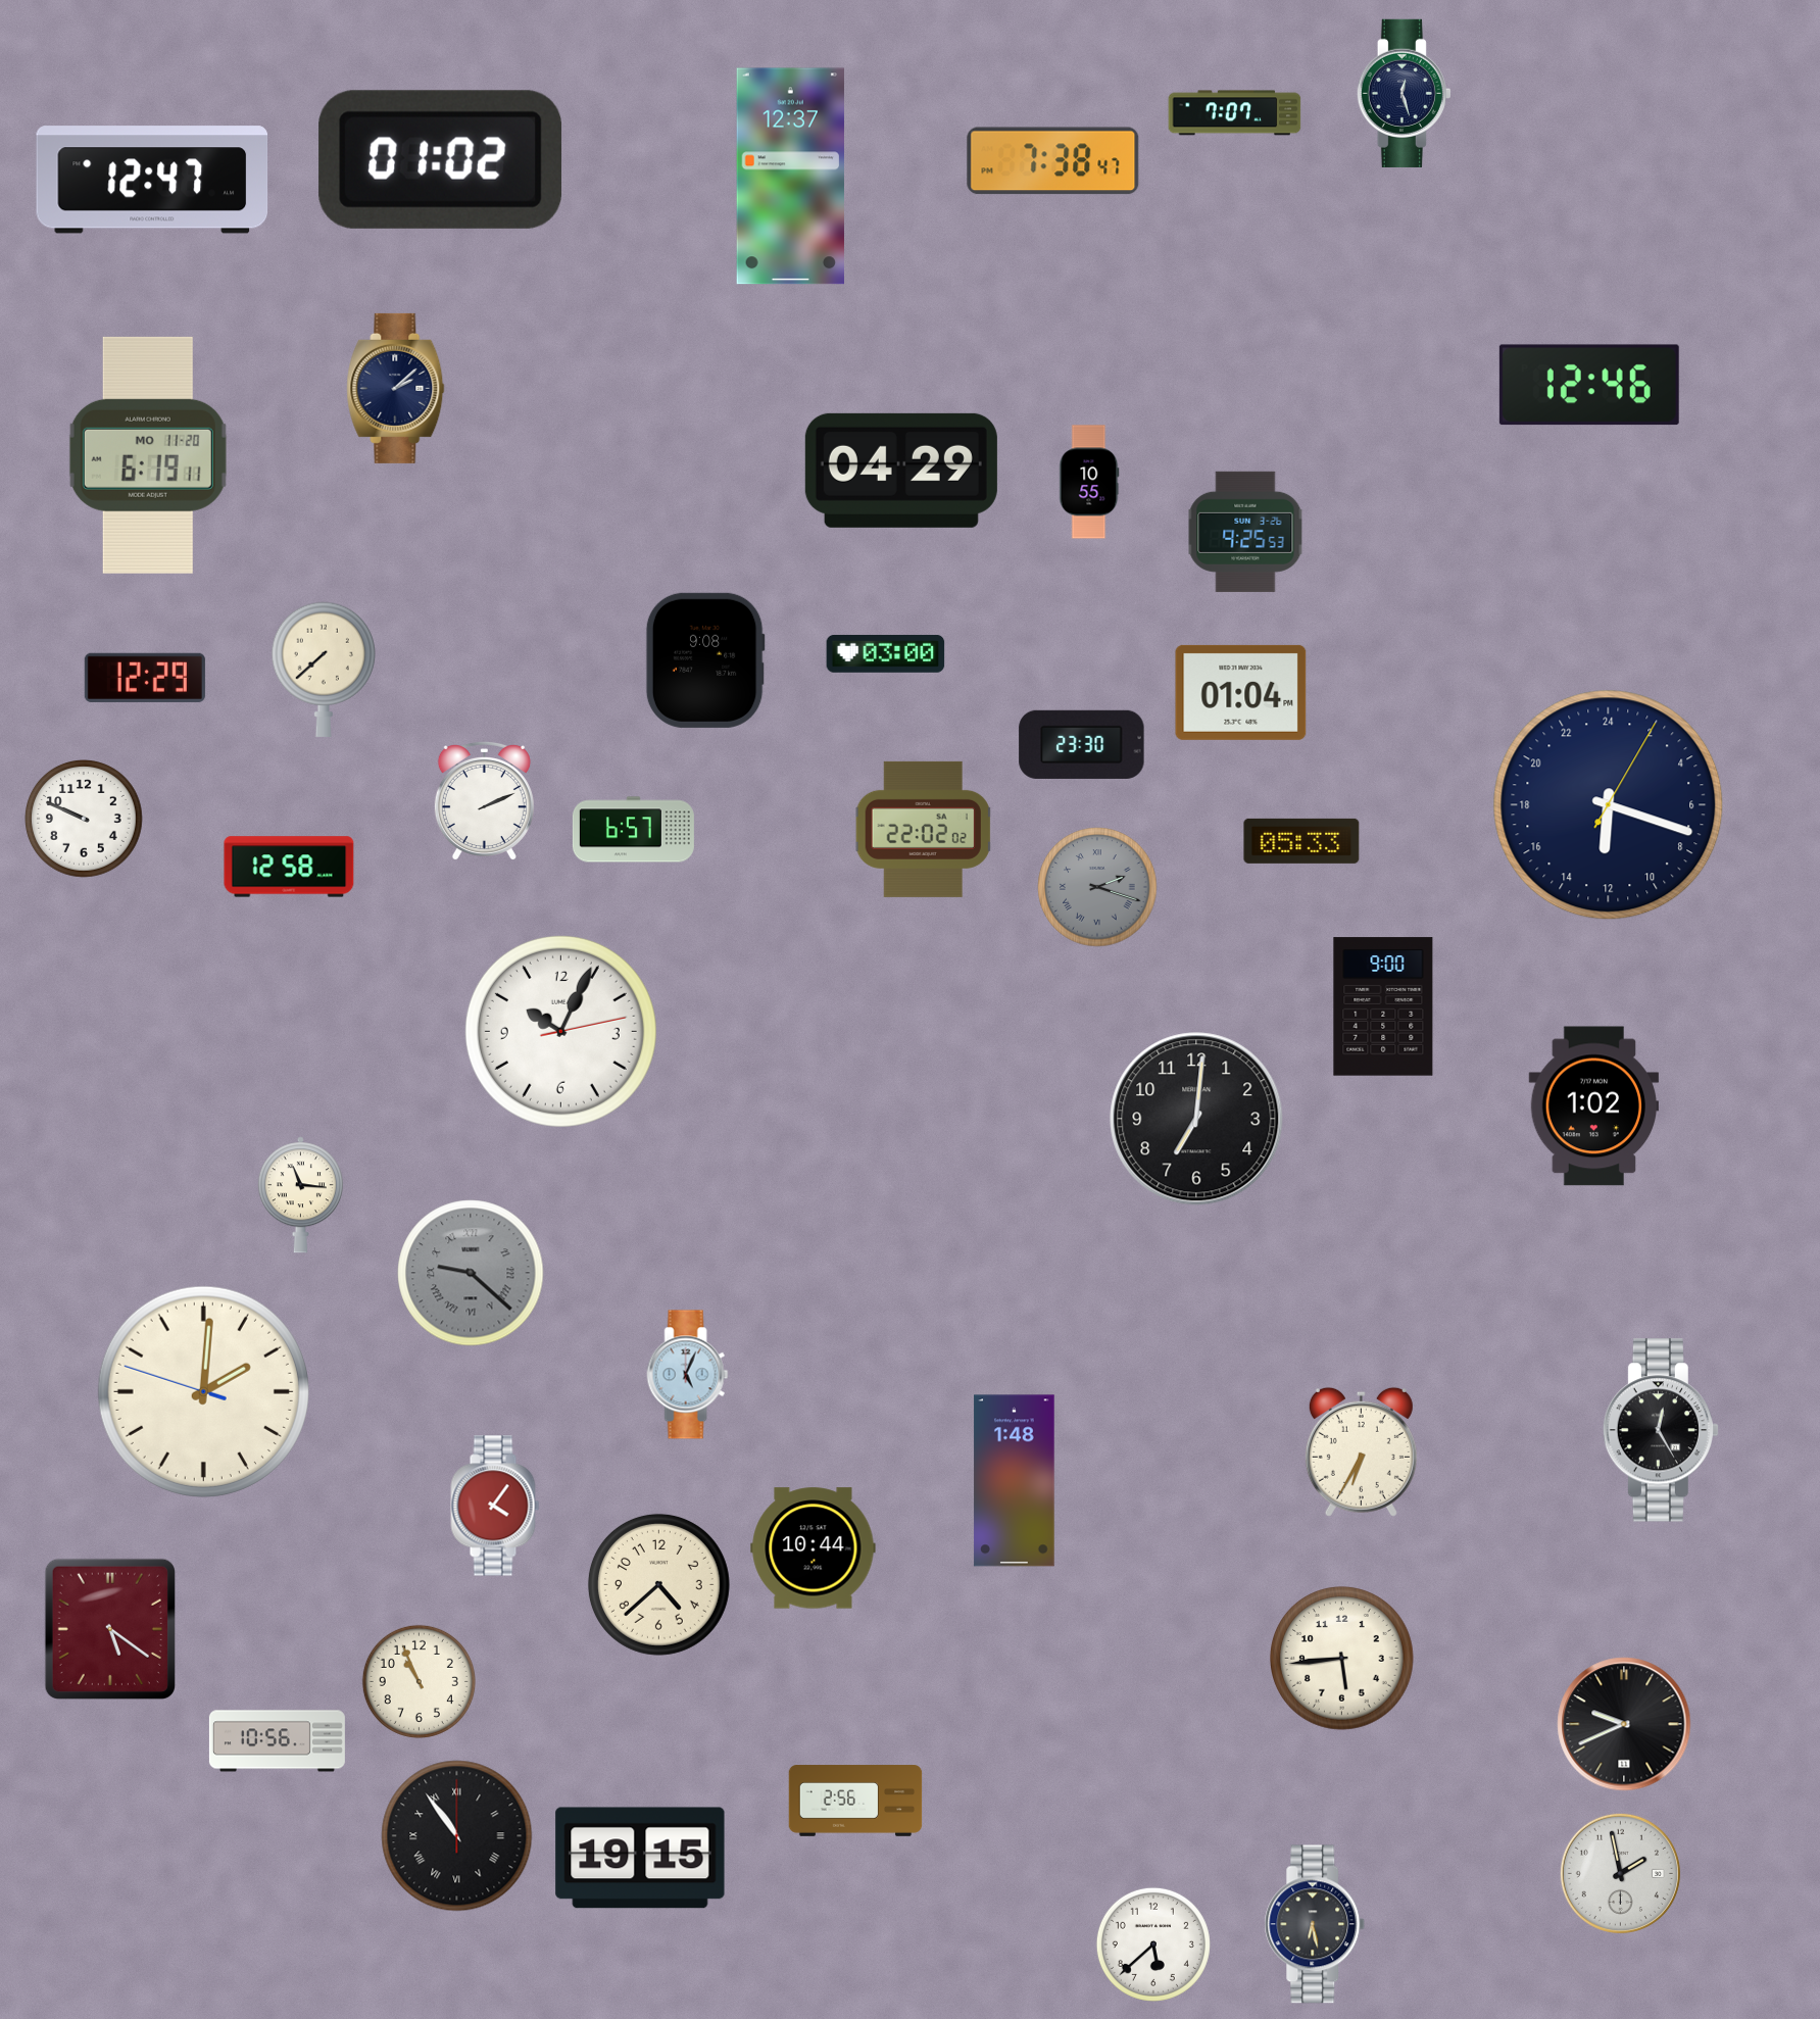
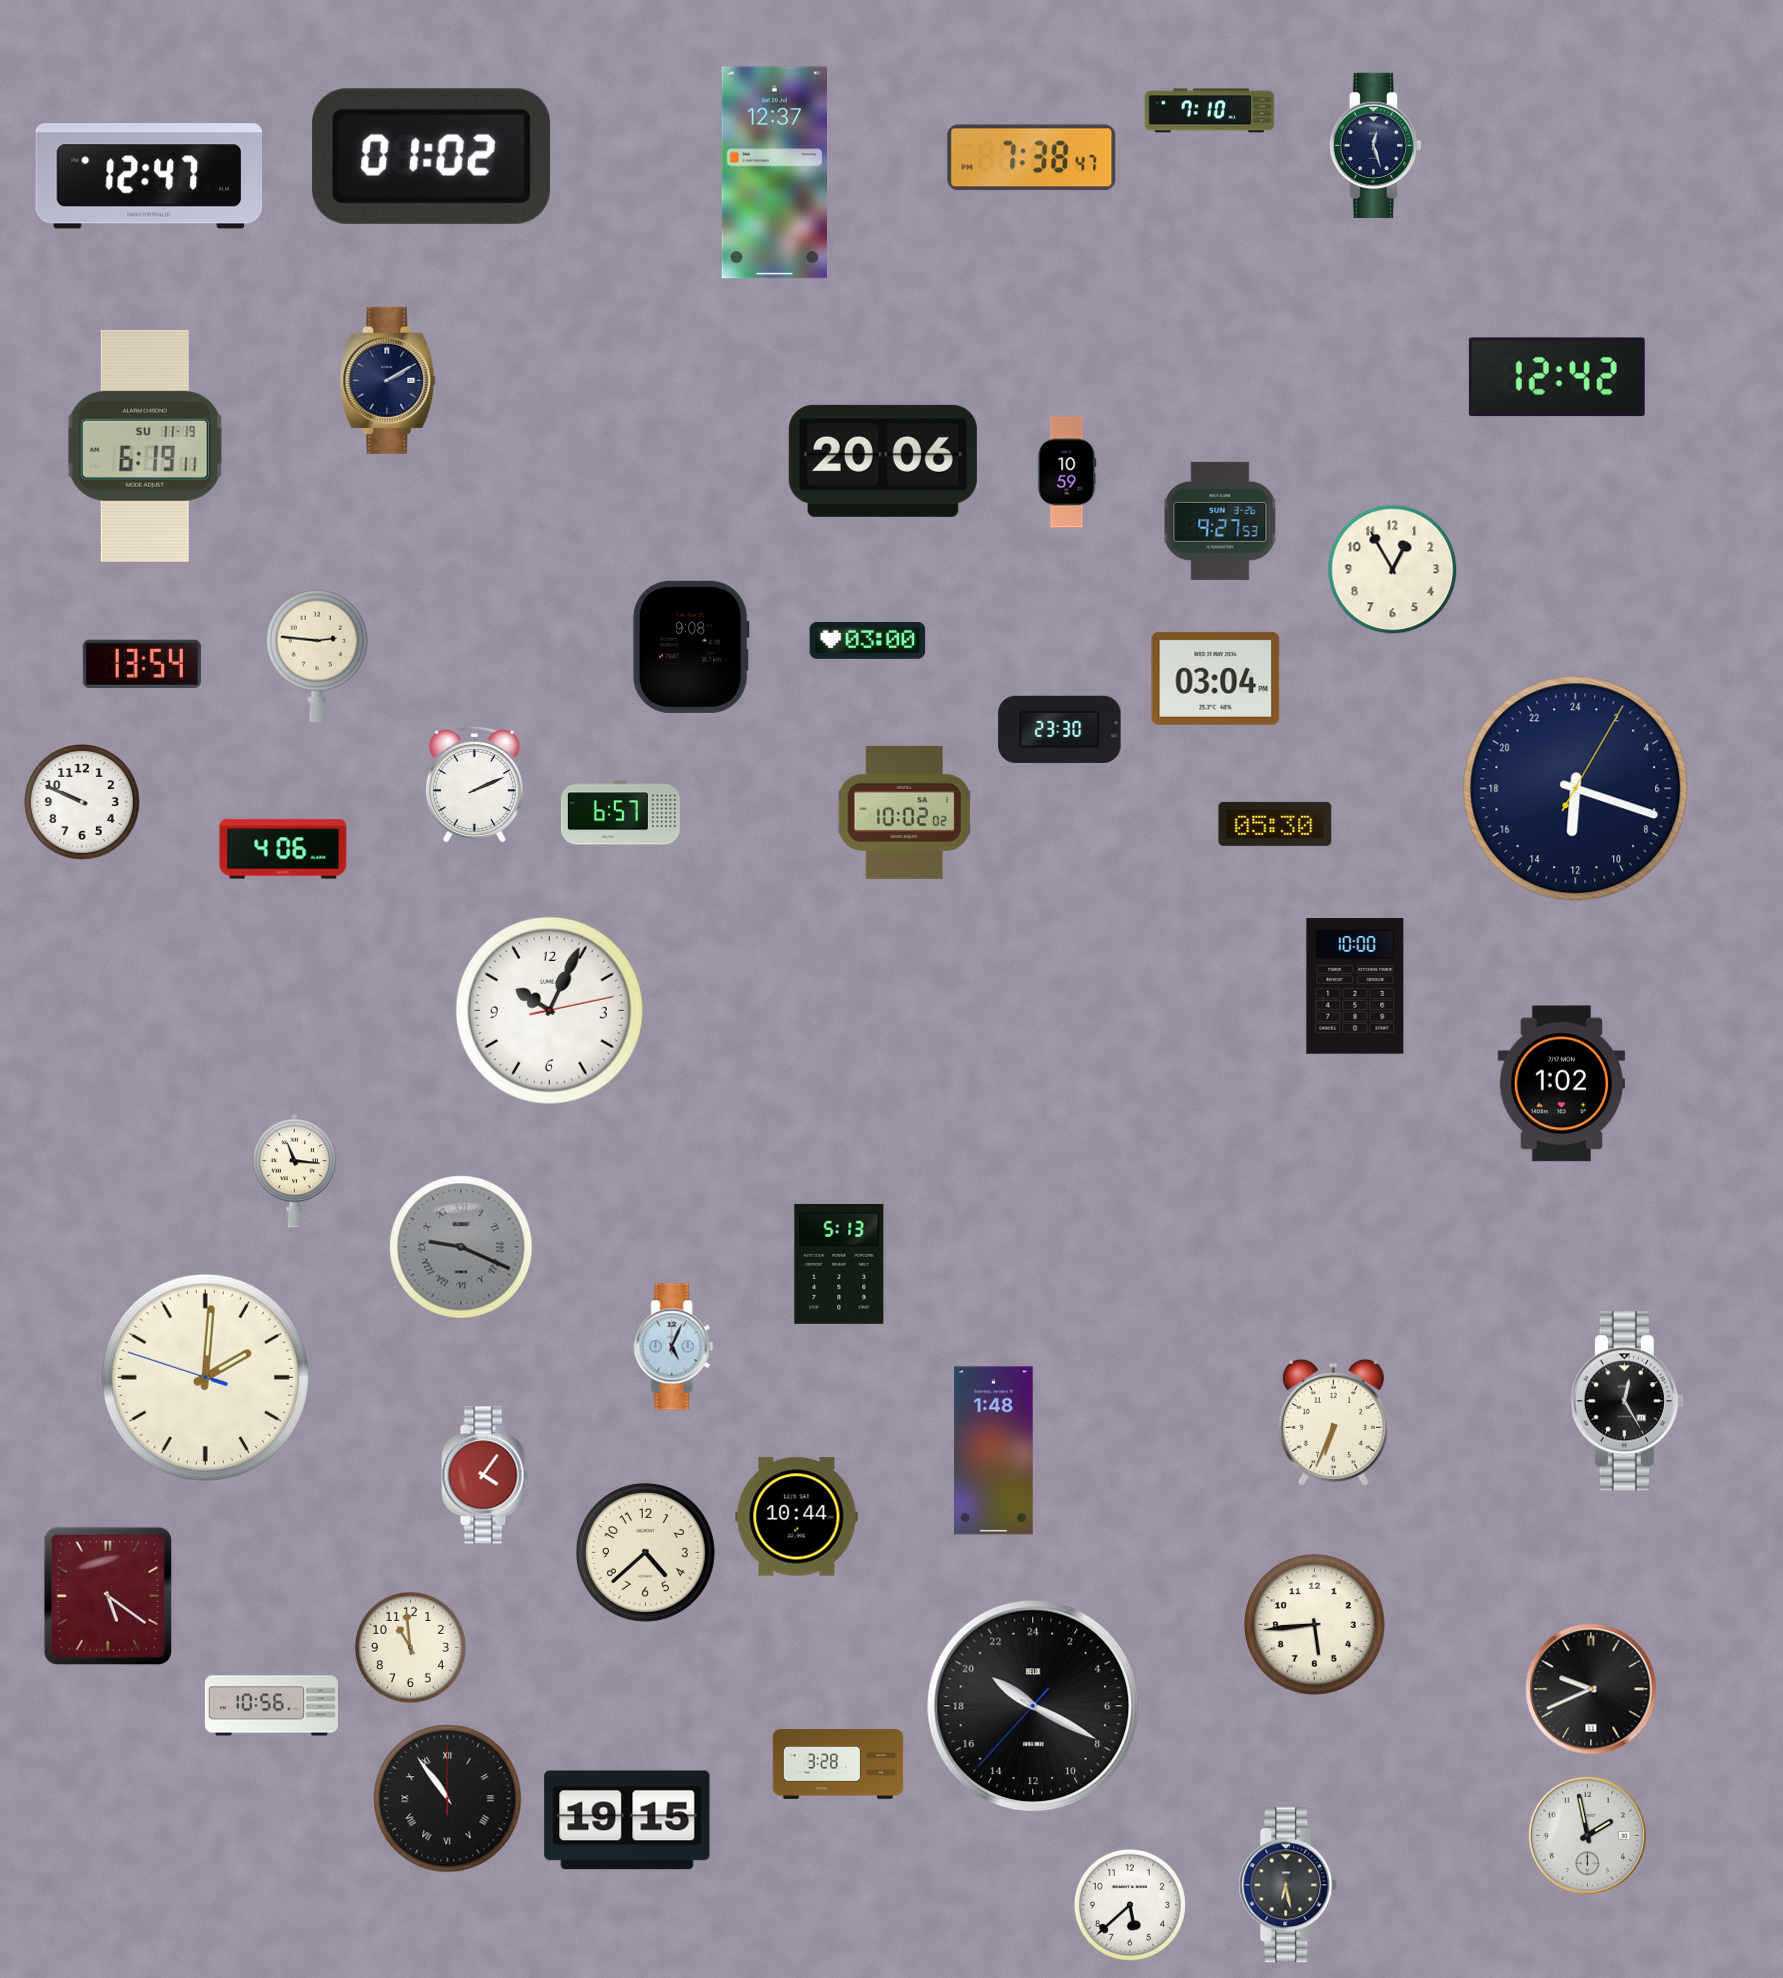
clock at (1404, 93) position: (1404, 93) -> (1375, 145)
clock at (1235, 113): 7:07 -> 7:10
clock at (1589, 385): 12:46 -> 12:42
clock at (396, 388): 2:08 -> 2:10
clock at (148, 455) date: MO 11-20 -> SU 11-19
clock at (901, 471): 04:29 -> 20:06
clock at (1089, 482): 10:55 -> 10:59
clock at (1245, 532): 9:25 -> 9:27
clock at (1393, 570): none -> 12:55
clock at (324, 670): 7:38 -> 2:46
clock at (145, 678): 12:29 -> 13:54
clock at (1241, 692): 01:04 -> 03:04
clock at (923, 829): 22:02 -> 10:02
clock at (1301, 841): 05:33 -> 05:30
clock at (289, 867): 12:58 -> 4:06
clock at (1097, 887): 2:18 -> none
clock at (1383, 1006): 9:00 -> 10:00
clock at (1196, 1119): 7:01 -> none
clock at (471, 1273): 9:22 -> 9:19
clock at (839, 1264): none -> 5:13
clock at (203, 1391) position: (203, 1391) -> (205, 1377)
clock at (1361, 1451): 6:35 -> 6:34
clock at (419, 1681): 10:56 -> 10:59
clock at (1033, 1706): none -> 20:19
clock at (855, 1801): 2:56 -> 3:28
